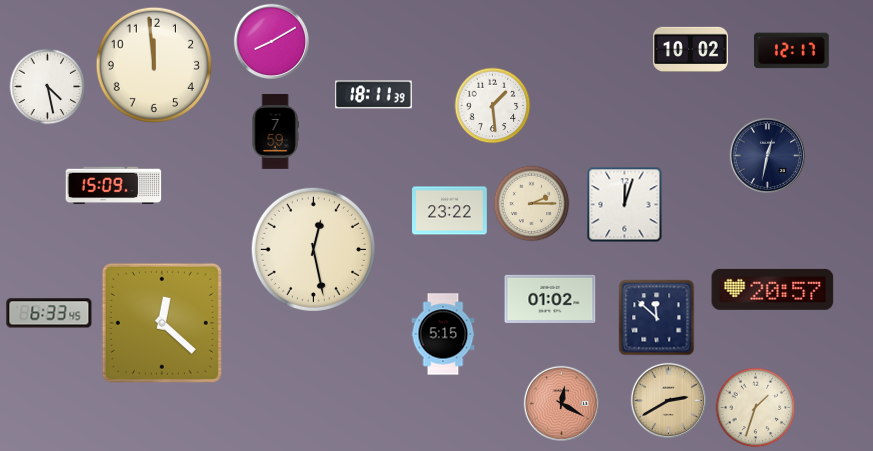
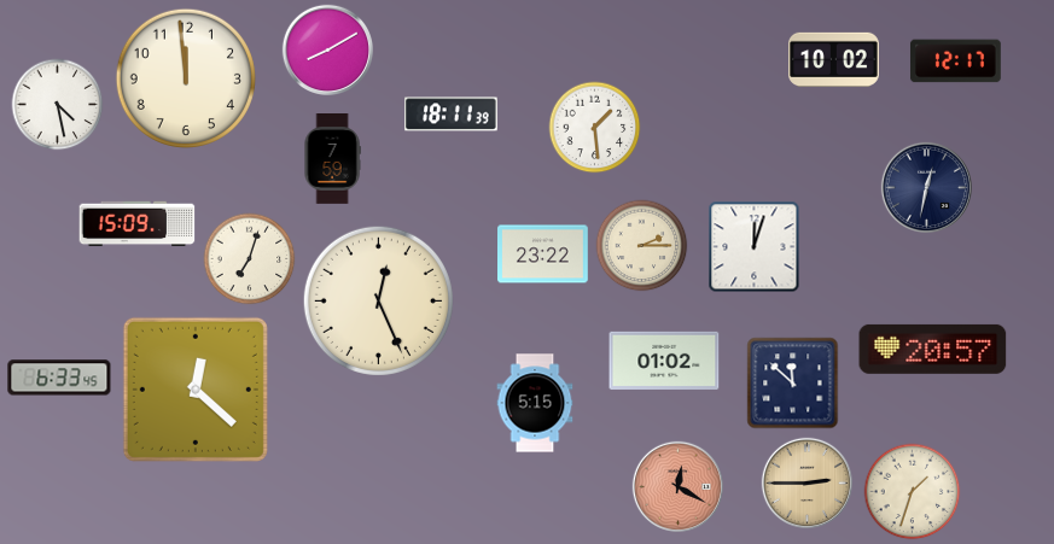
clock at (250, 259): none -> 7:03
clock at (313, 249): 12:28 -> 12:26
clock at (668, 400): 2:40 -> 2:45
